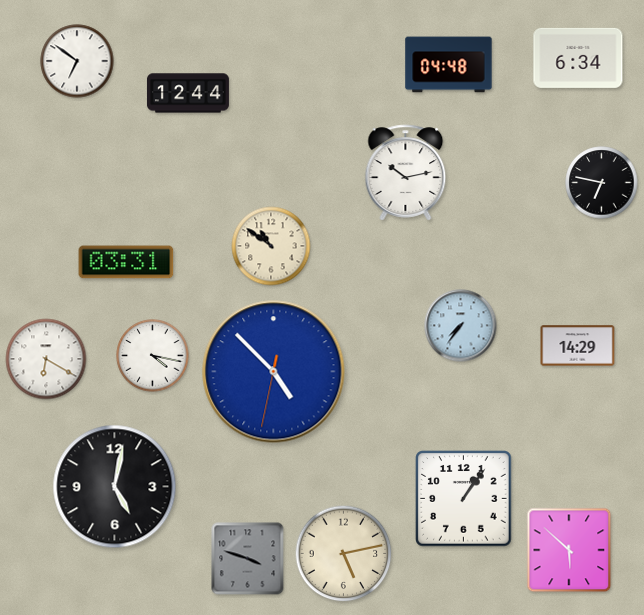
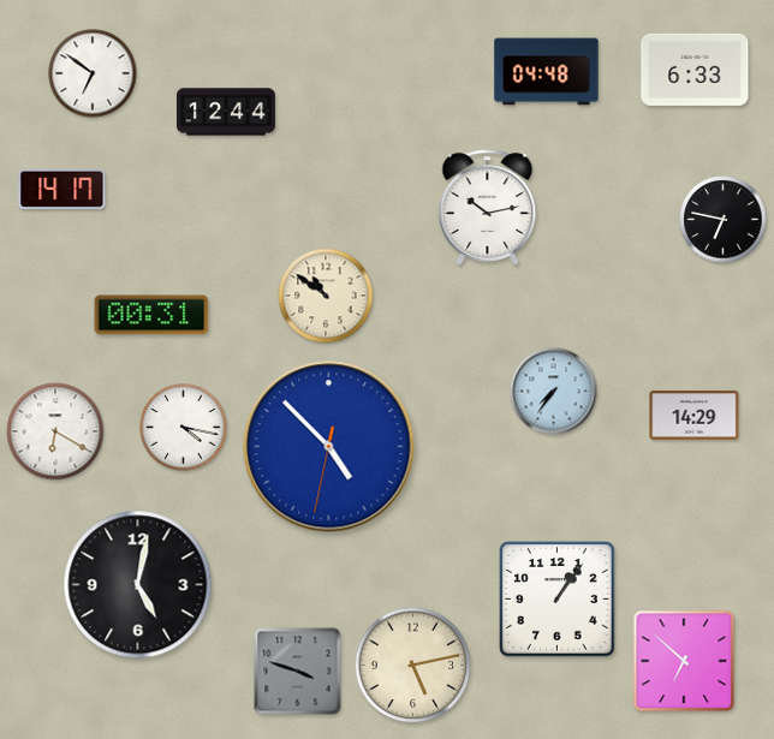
clock at (578, 58): 6:34 -> 6:33
clock at (449, 65) position: (449, 65) -> (547, 72)
clock at (62, 189): none -> 14:17
clock at (126, 262): 03:31 -> 00:31
clock at (569, 550): 5:52 -> 6:52
